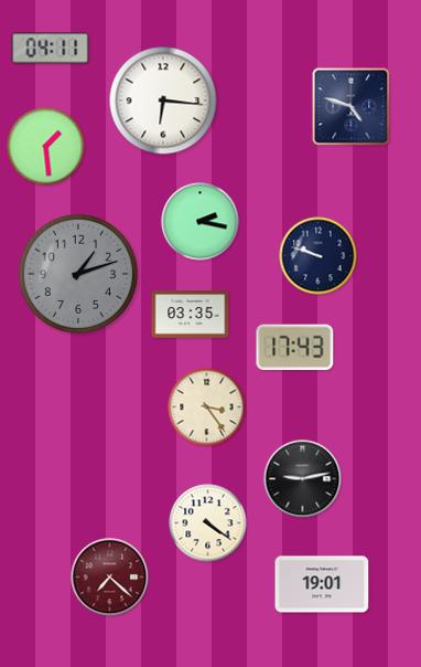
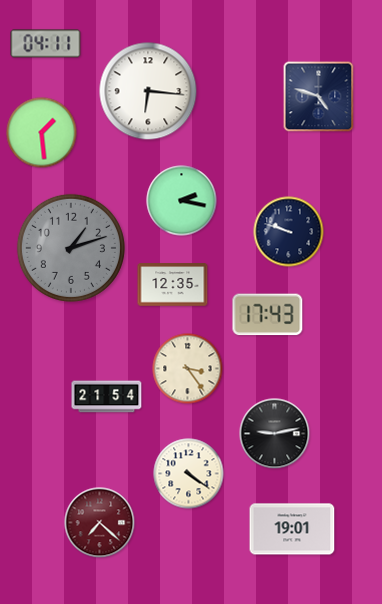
clock at (191, 315): 03:35 -> 12:35
clock at (107, 397): none -> 21:54
